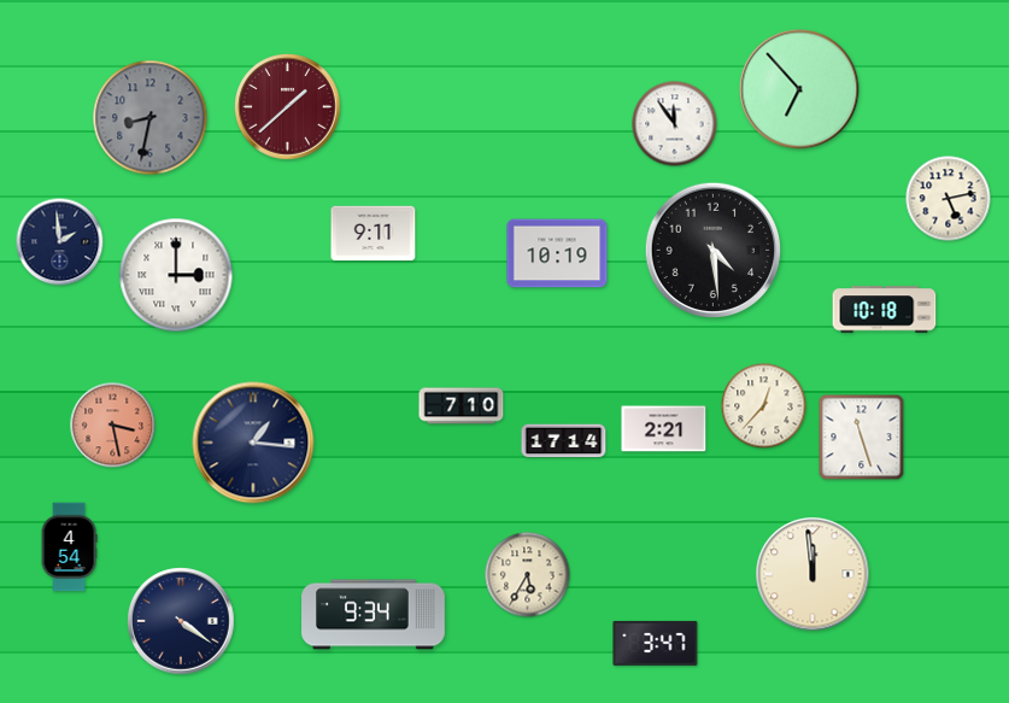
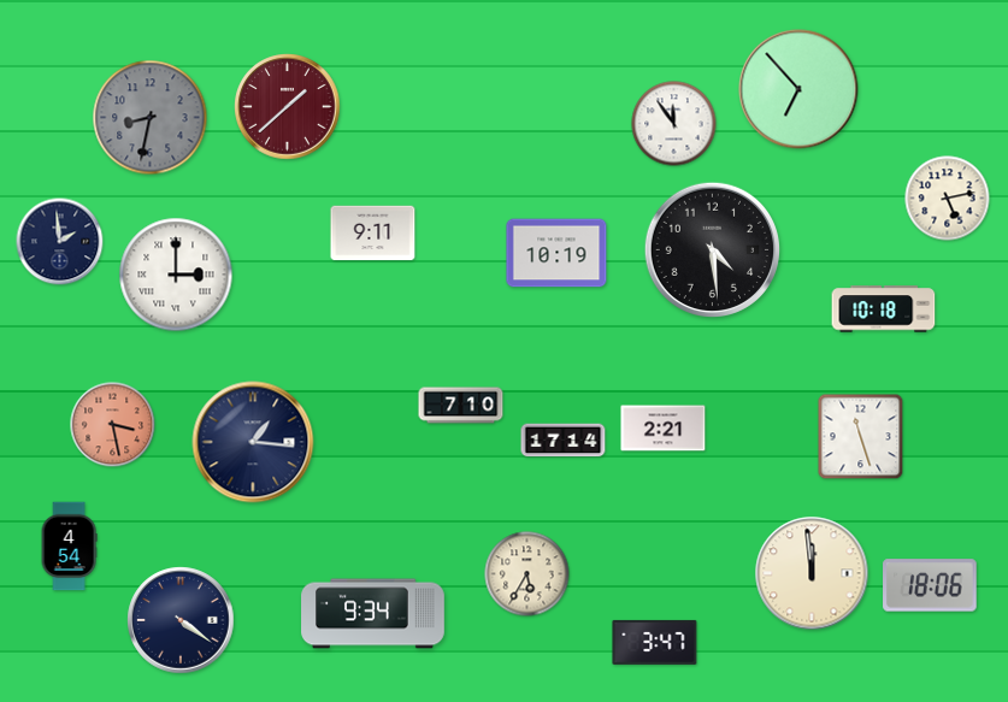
clock at (764, 406): 12:37 -> none
clock at (930, 585): none -> 18:06
